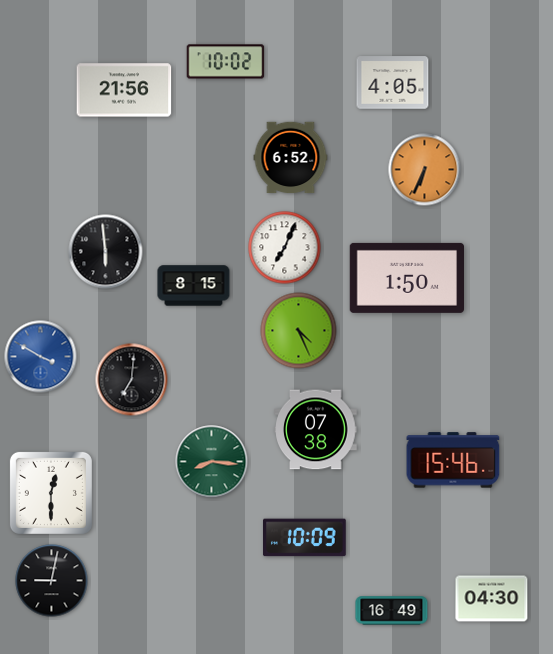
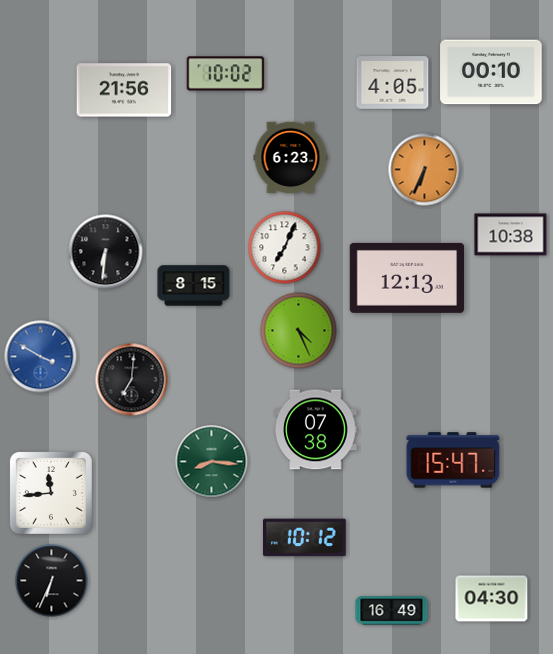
clock at (226, 62) position: (226, 62) -> (226, 74)
clock at (491, 72): none -> 00:10
clock at (291, 158): 6:52 -> 6:23
clock at (511, 235): none -> 10:38
clock at (106, 252): 5:59 -> 6:31
clock at (406, 278): 1:50 -> 12:13
clock at (453, 460): 15:46 -> 15:47
clock at (51, 493): 12:30 -> 11:44
clock at (305, 538): 10:09 -> 10:12
clock at (52, 581): 9:02 -> 6:34
